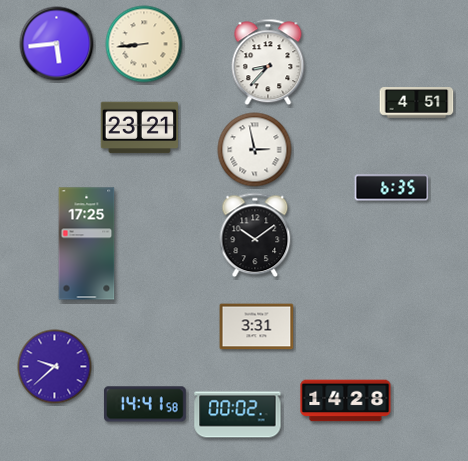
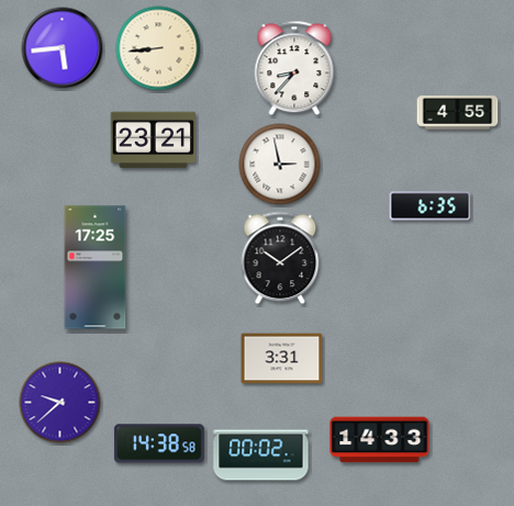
clock at (417, 103): 4:51 -> 4:55
clock at (346, 401): 14:28 -> 14:33
clock at (145, 404): 14:41 -> 14:38
